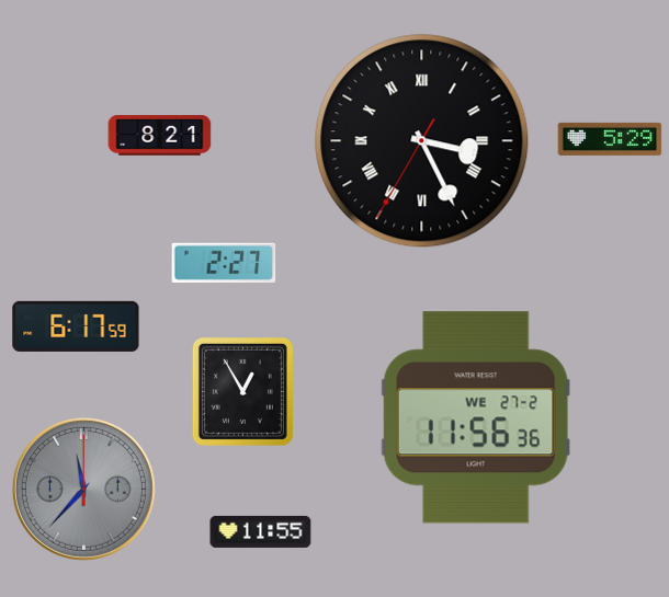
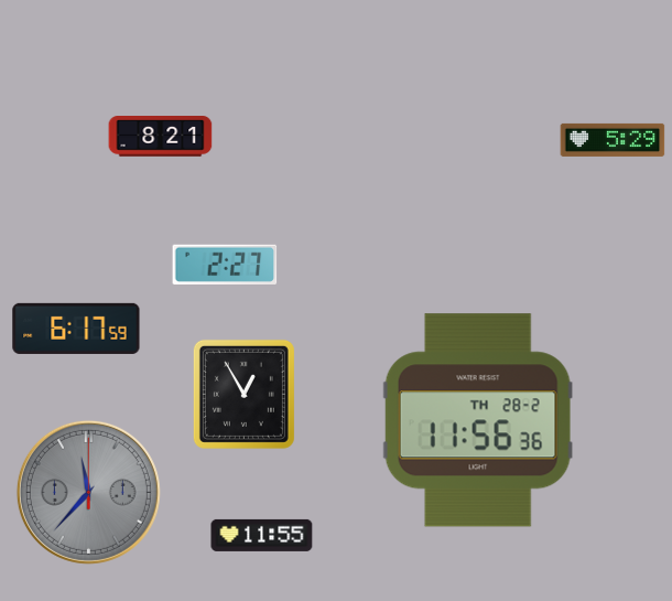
clock at (422, 141): 3:25 -> none
clock at (476, 417) date: WE 27-2 -> TH 28-2
clock at (83, 489) position: (83, 489) -> (88, 492)
